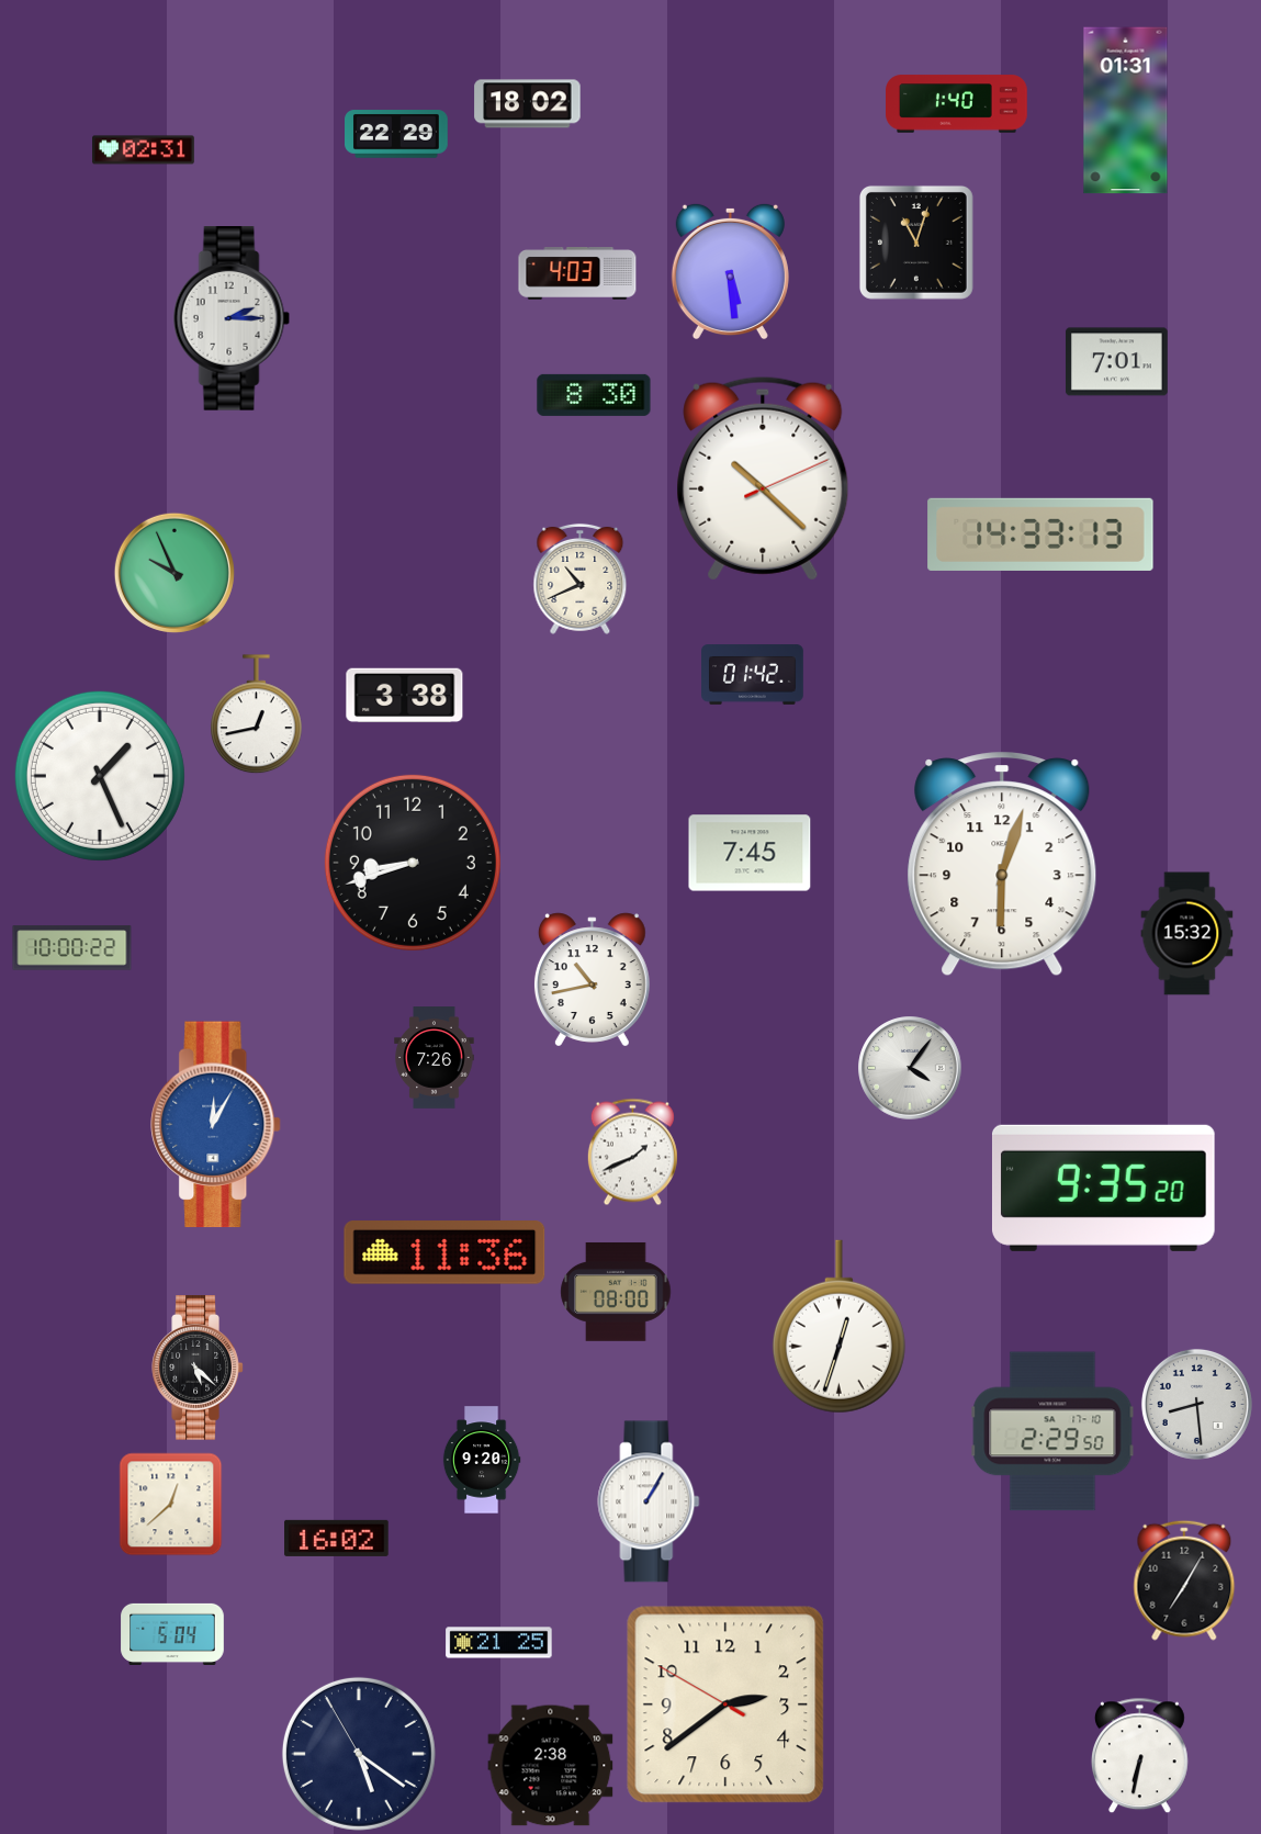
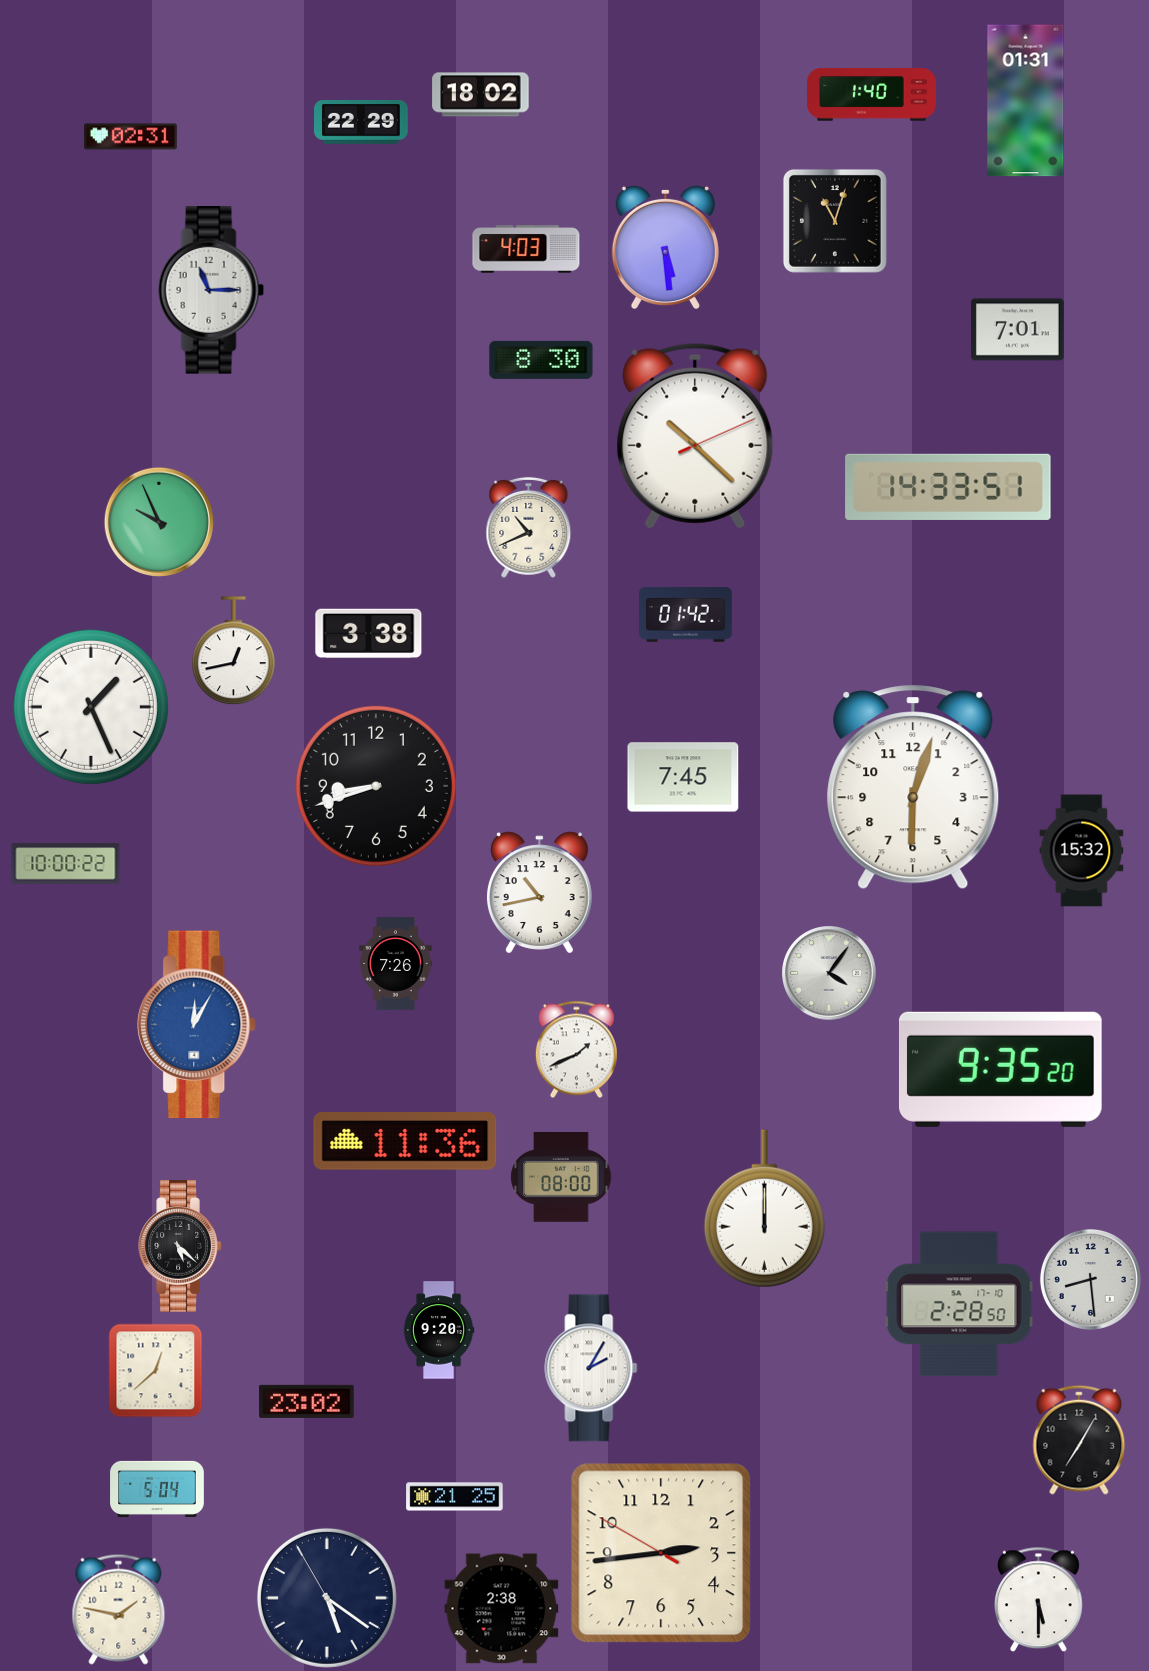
clock at (232, 318): 2:15 -> 11:15
clock at (1040, 535): 14:33:13 -> 14:33:51
clock at (1103, 1188) position: (1103, 1188) -> (1000, 1069)
clock at (838, 1327): 12:33 -> 12:00
clock at (1052, 1431): 2:29 -> 2:28
clock at (649, 1501): 1:05 -> 2:05
clock at (337, 1538): 16:02 -> 23:02
clock at (725, 1704): 2:38 -> 2:43
clock at (1140, 1756): 6:32 -> 5:30
clock at (119, 1609): none -> 1:47
